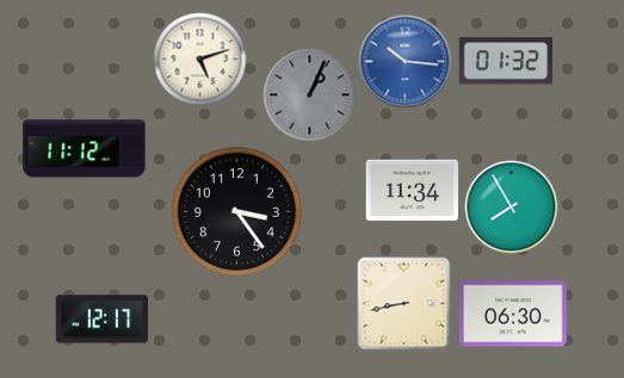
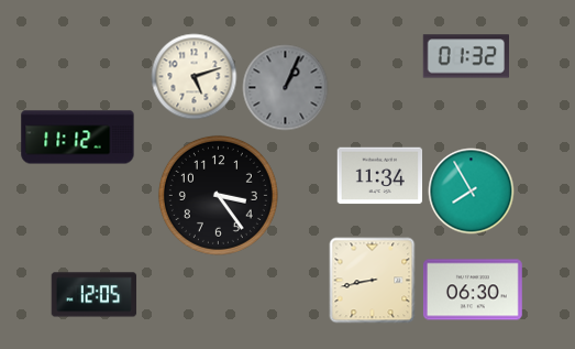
clock at (199, 58) position: (199, 58) -> (193, 76)
clock at (404, 61): 10:16 -> none
clock at (101, 320): 12:17 -> 12:05
